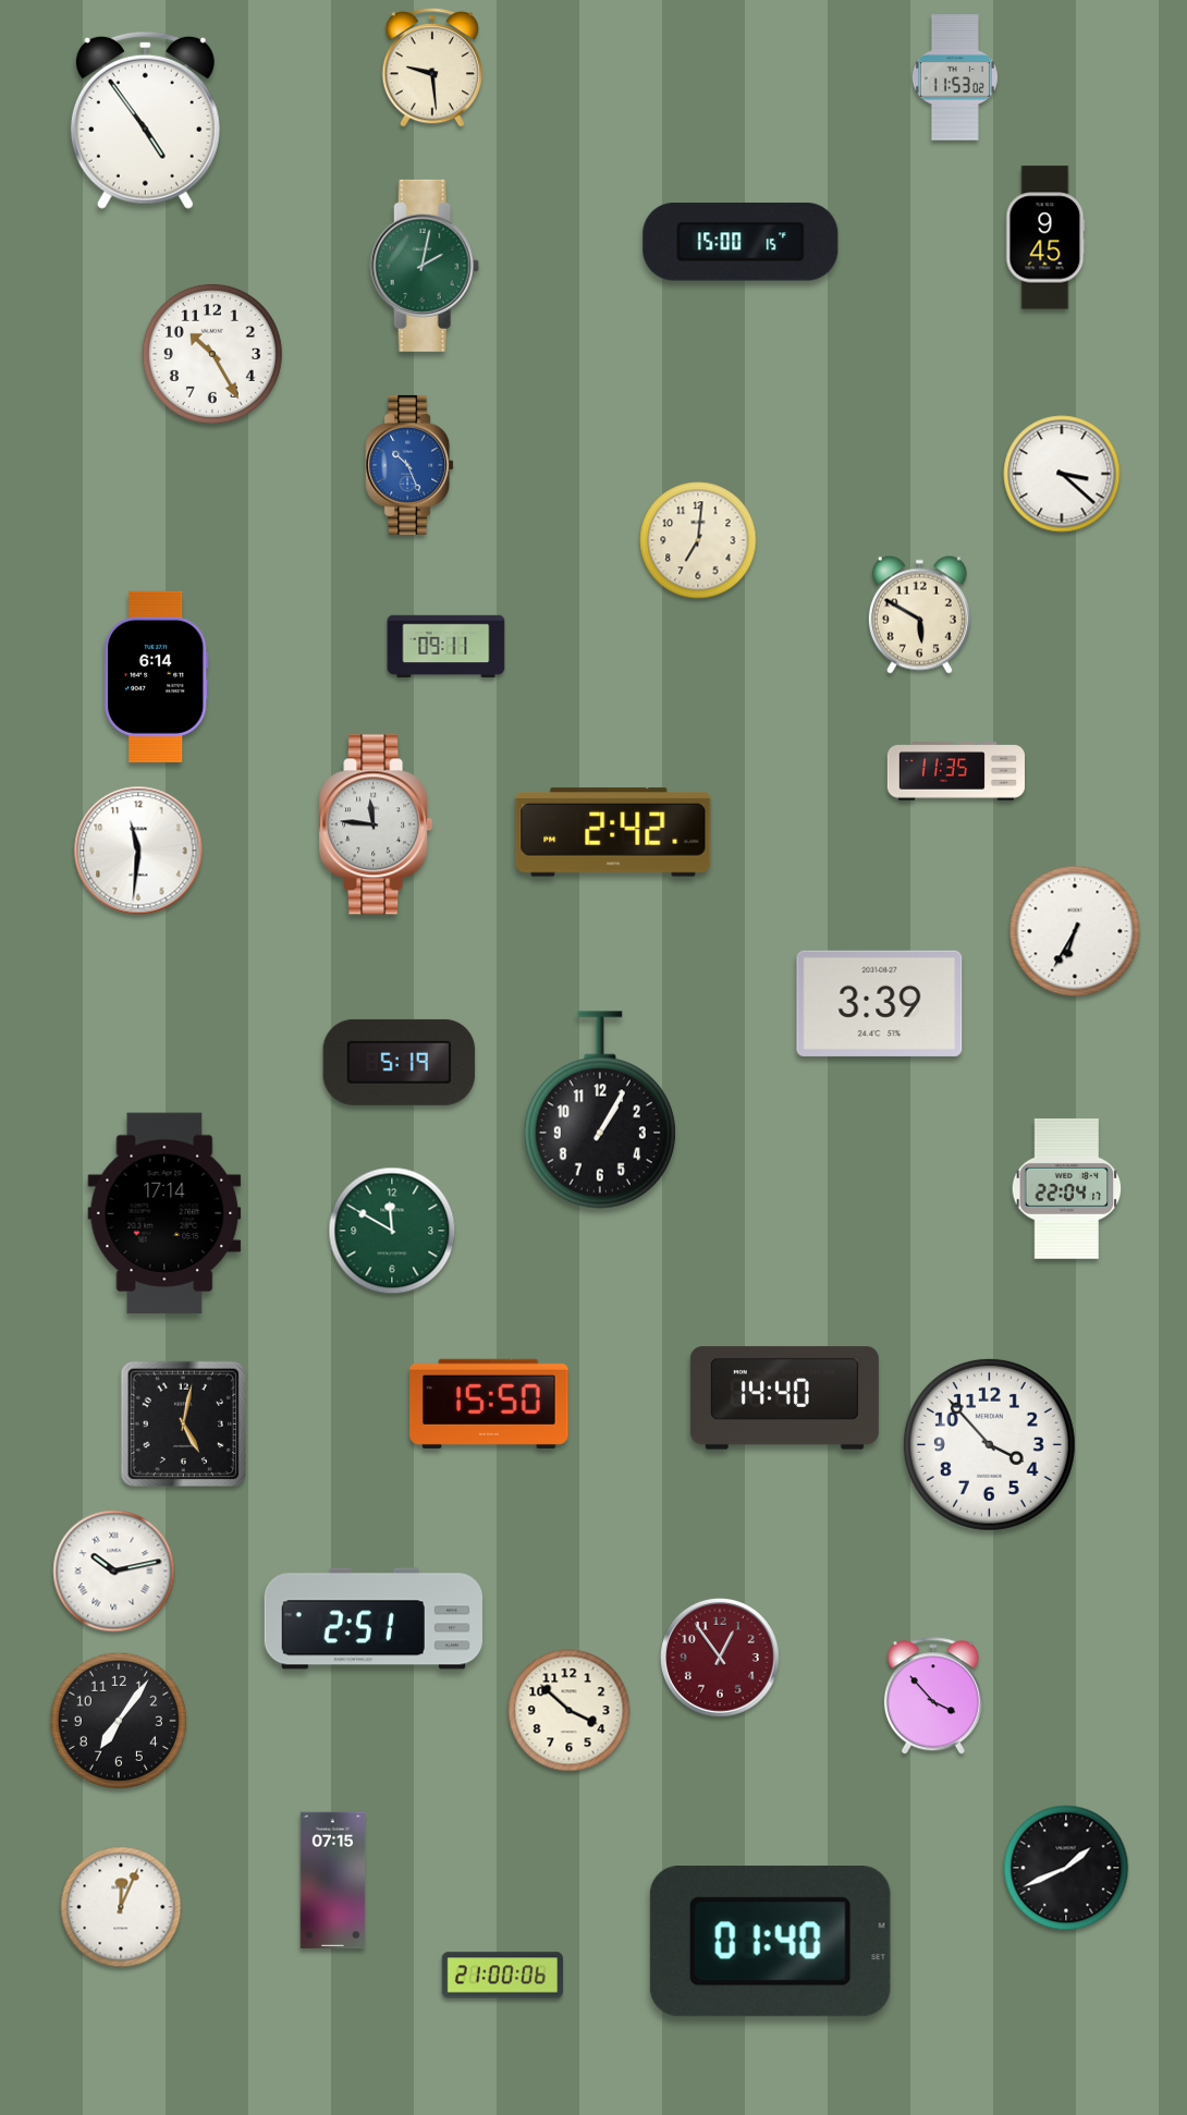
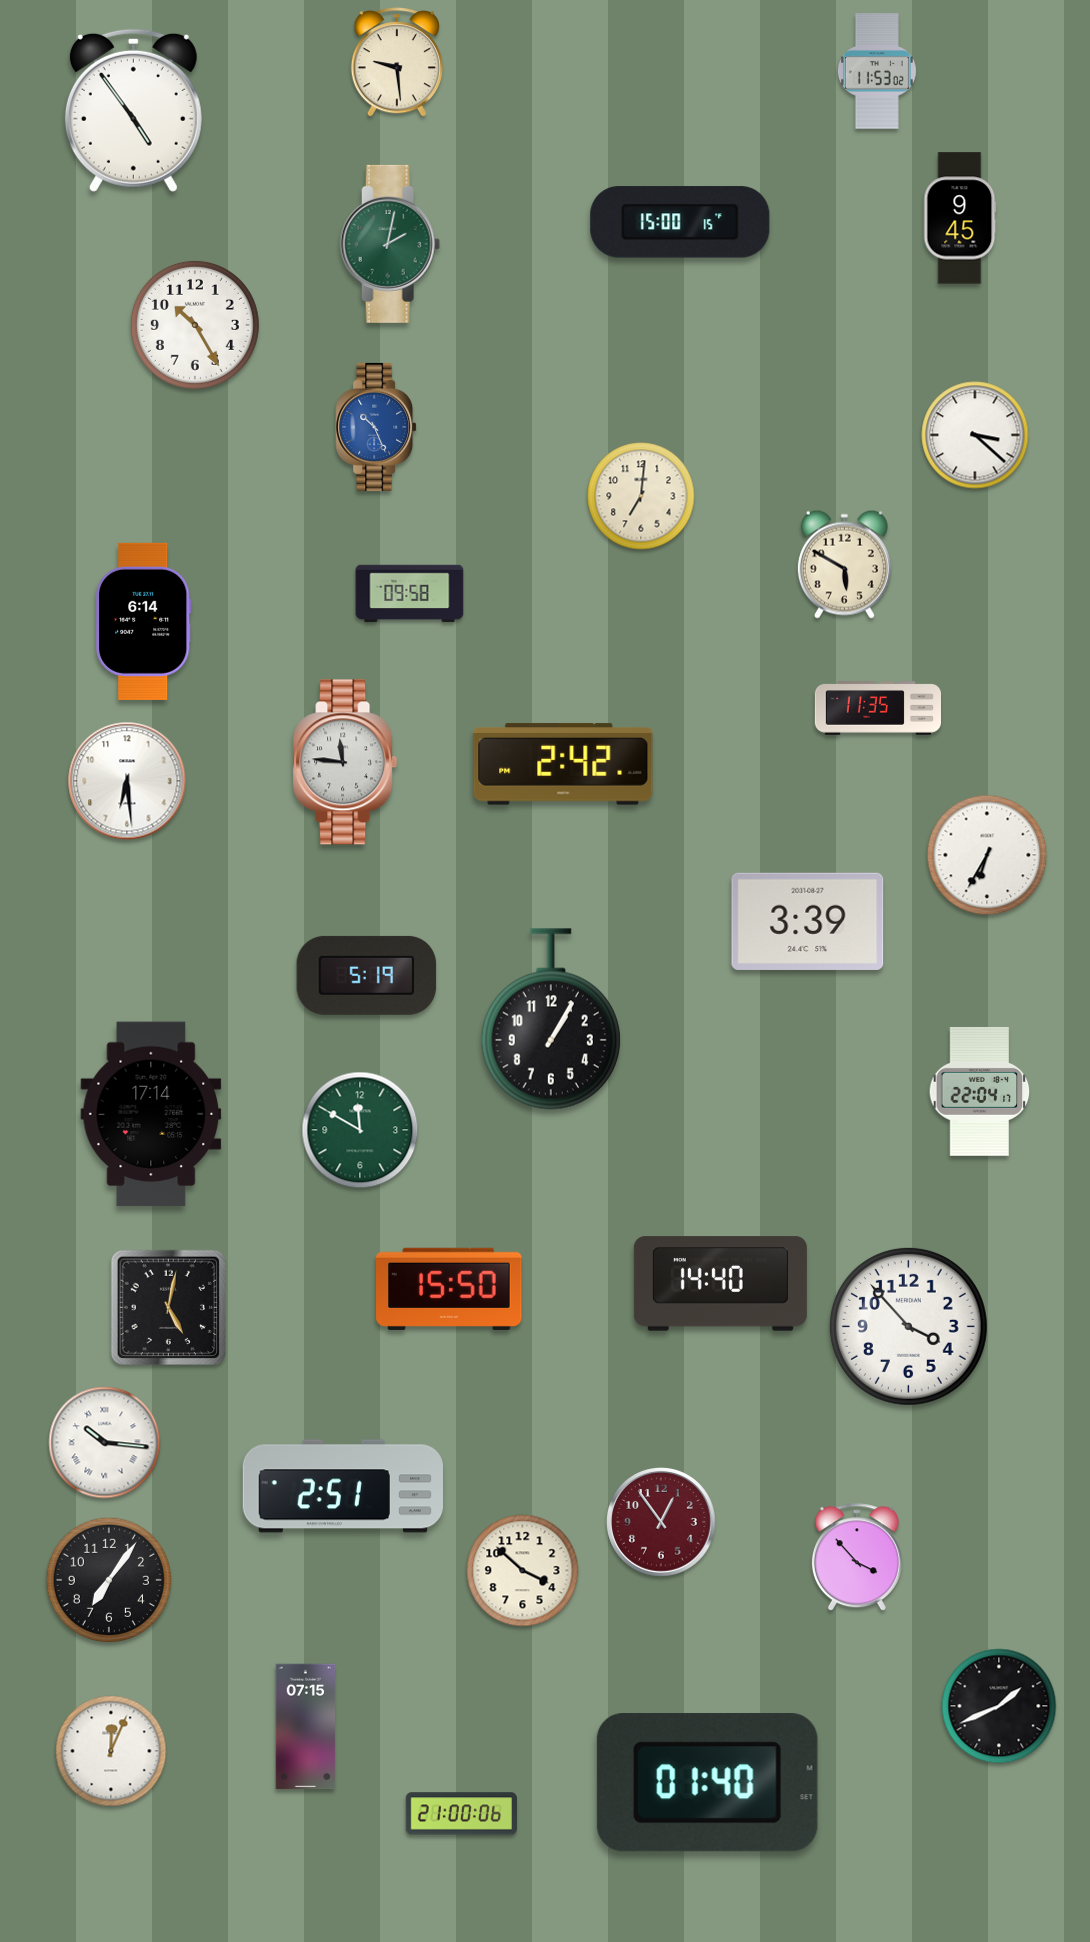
clock at (446, 647): 09:11 -> 09:58
clock at (376, 824) position: (376, 824) -> (345, 762)
clock at (138, 851): 11:31 -> 6:29
clock at (114, 1572): 10:13 -> 10:16
clock at (1066, 1868) position: (1066, 1868) -> (999, 1706)
